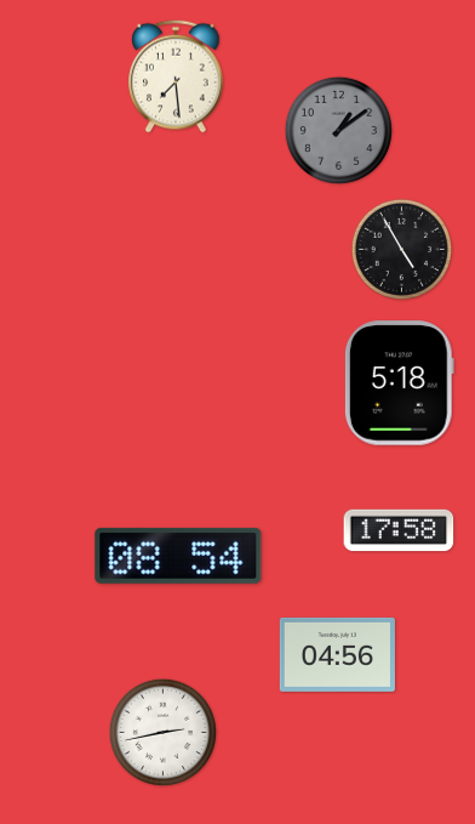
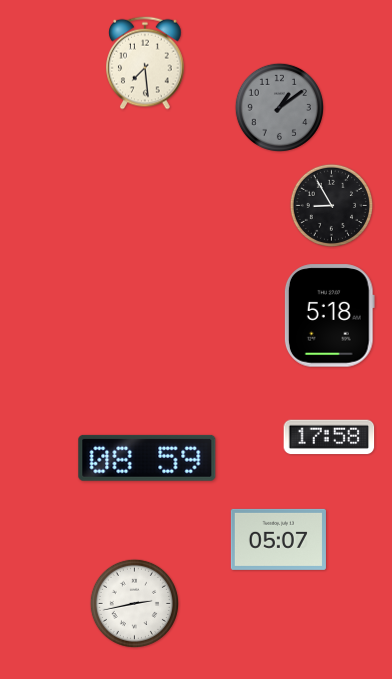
clock at (401, 249): 4:55 -> 8:55
clock at (178, 556): 08:54 -> 08:59
clock at (337, 654): 04:56 -> 05:07
